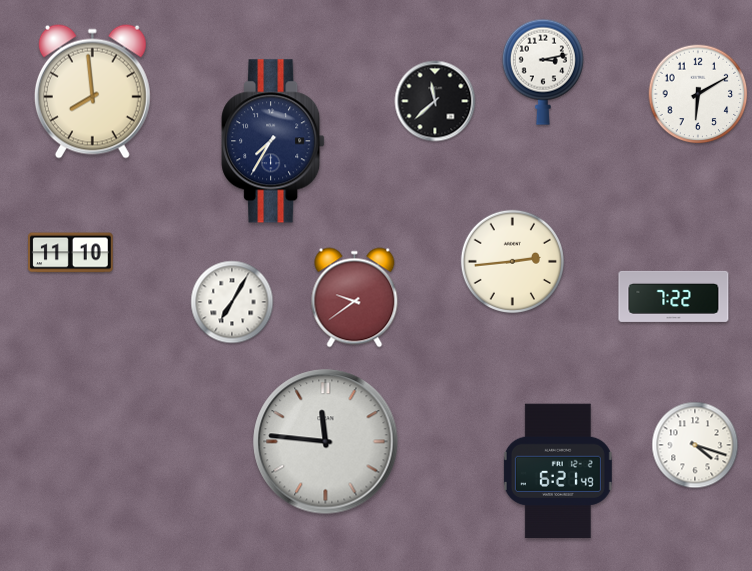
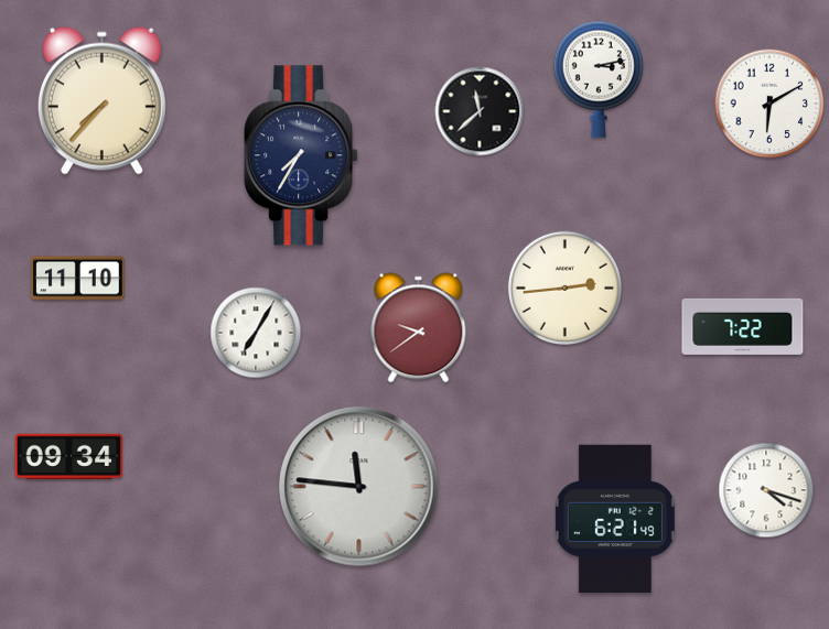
clock at (92, 91): 7:59 -> 7:37
clock at (355, 298) position: (355, 298) -> (419, 328)
clock at (69, 456): none -> 09:34
